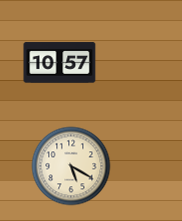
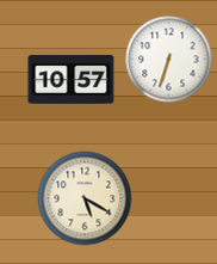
clock at (169, 60): none -> 6:33
clock at (60, 63) position: (60, 63) -> (72, 80)
